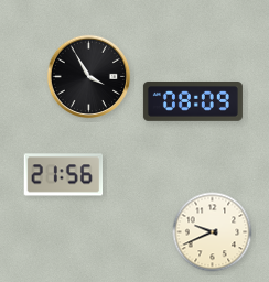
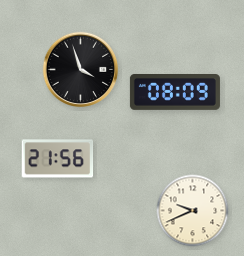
clock at (89, 77): 3:55 -> 3:57
